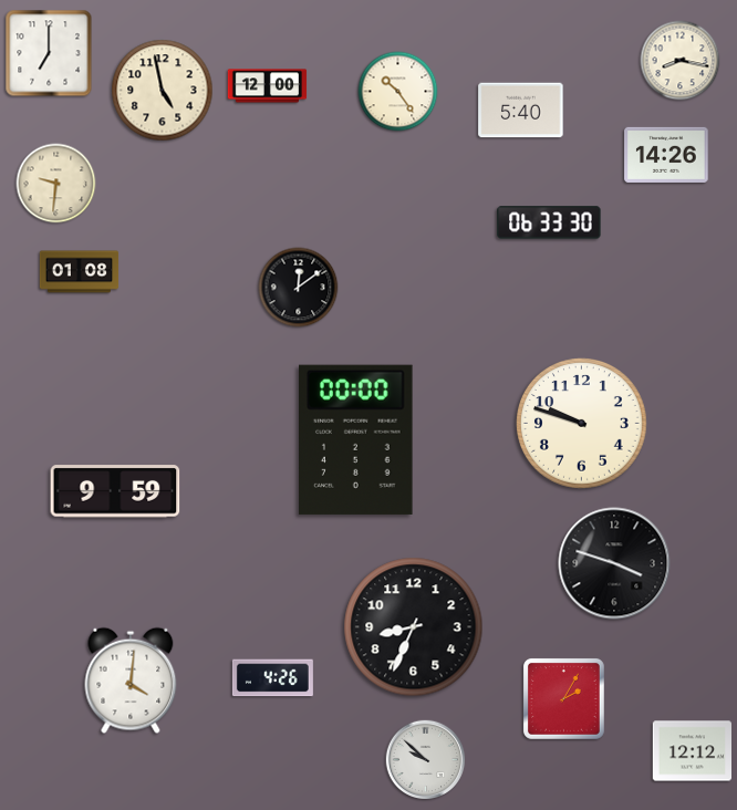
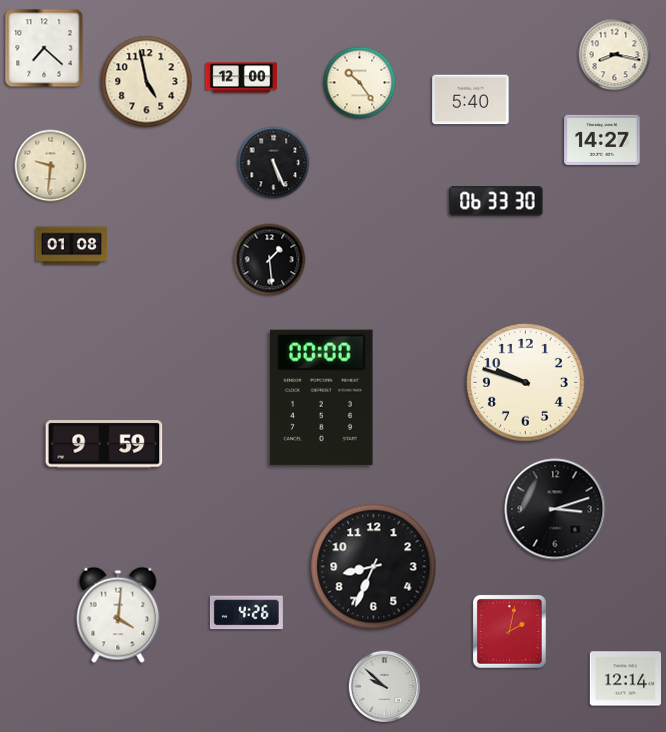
clock at (49, 53): 7:00 -> 7:22
clock at (666, 155): 14:26 -> 14:27
clock at (274, 163): none -> 5:26
clock at (299, 288): 12:09 -> 1:29
clock at (614, 563): 3:48 -> 3:12
clock at (563, 698): 2:05 -> 2:02
clock at (692, 751): 12:12 -> 12:14
